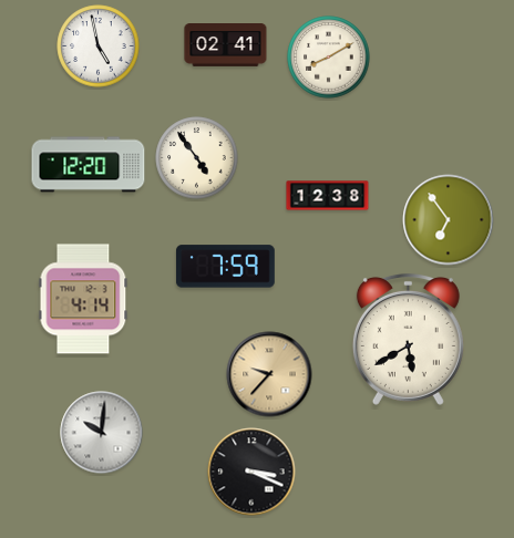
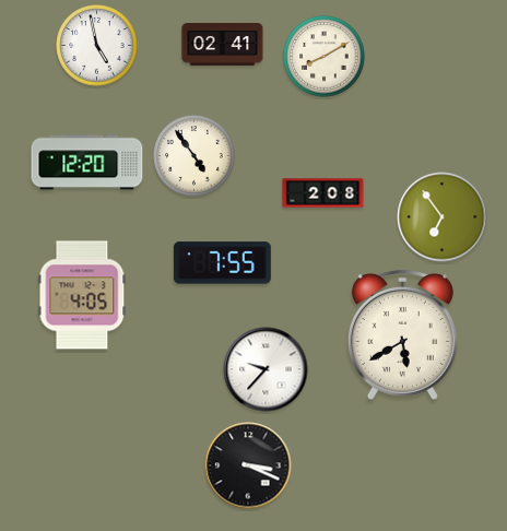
clock at (328, 196): 12:38 -> 2:08
clock at (225, 267): 7:59 -> 7:55
clock at (83, 299): 4:14 -> 4:05
clock at (269, 374) dial: champagne -> white
clock at (102, 433): 10:01 -> none
